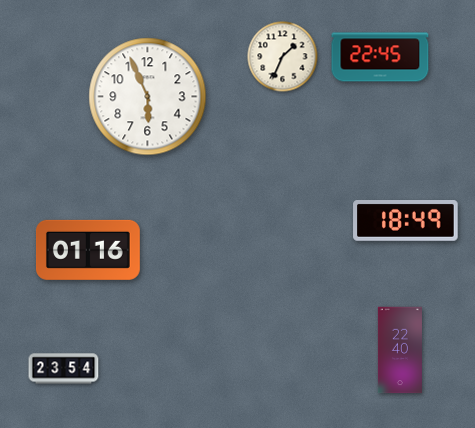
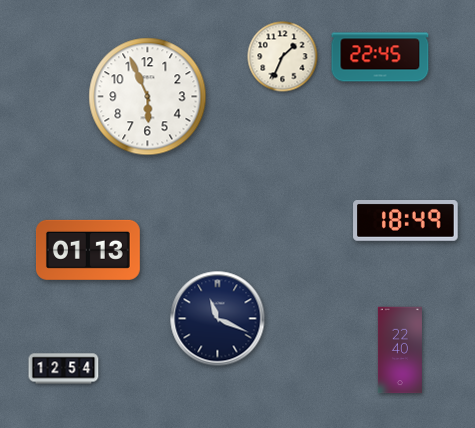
clock at (88, 250): 01:16 -> 01:13
clock at (218, 319): none -> 11:19
clock at (64, 369): 23:54 -> 12:54
